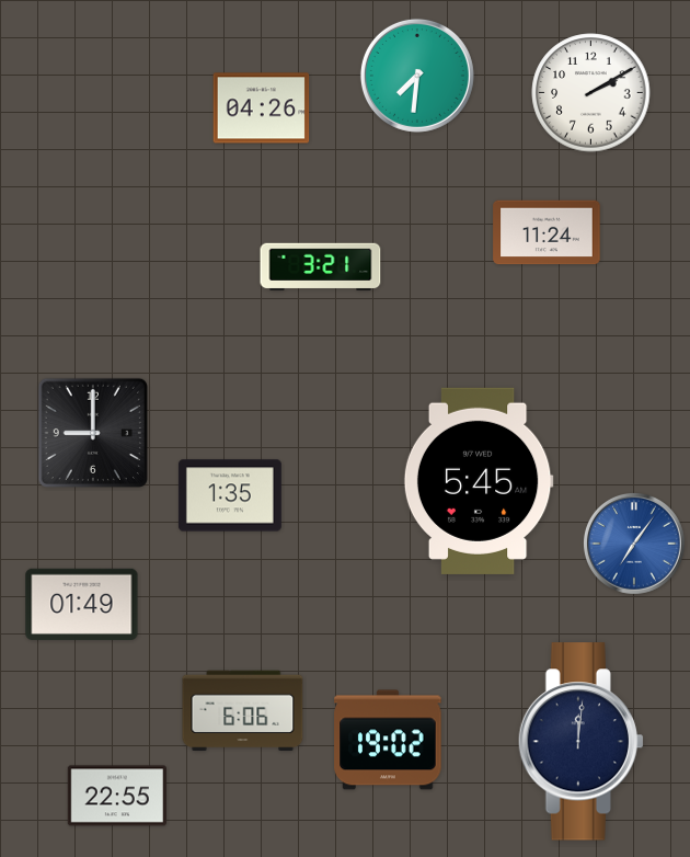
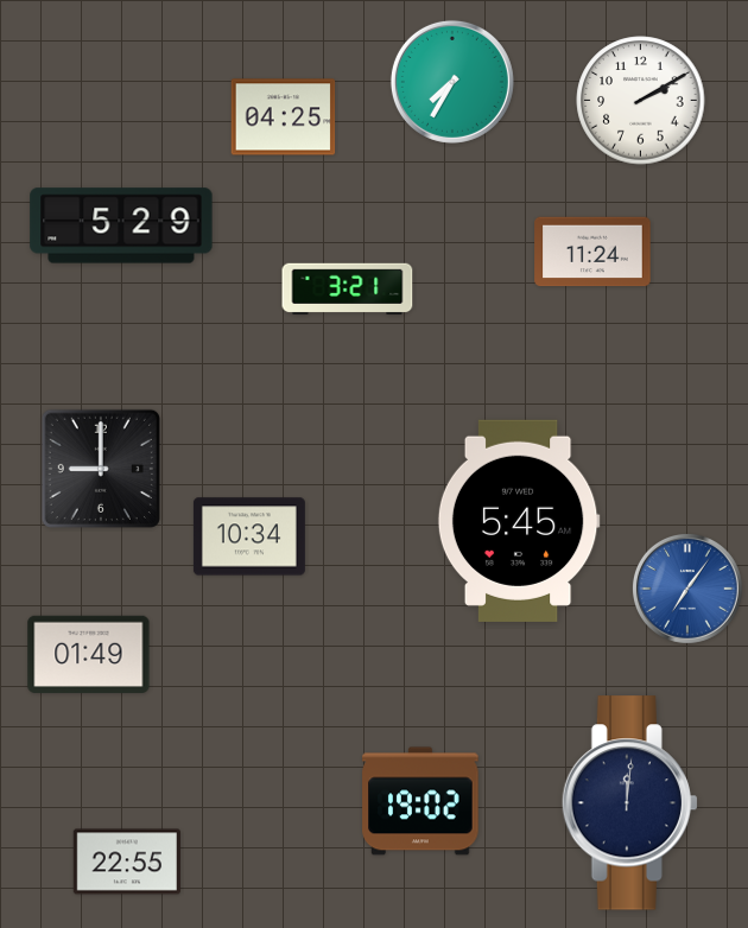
clock at (417, 76): 7:31 -> 7:35
clock at (262, 108): 04:26 -> 04:25
clock at (121, 225): none -> 5:29
clock at (230, 495): 1:35 -> 10:34
clock at (243, 711): 6:06 -> none
